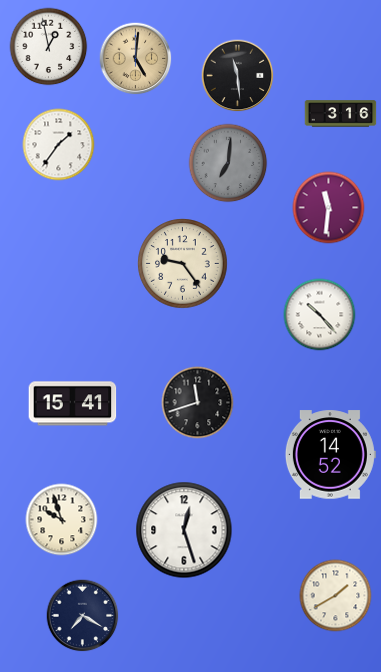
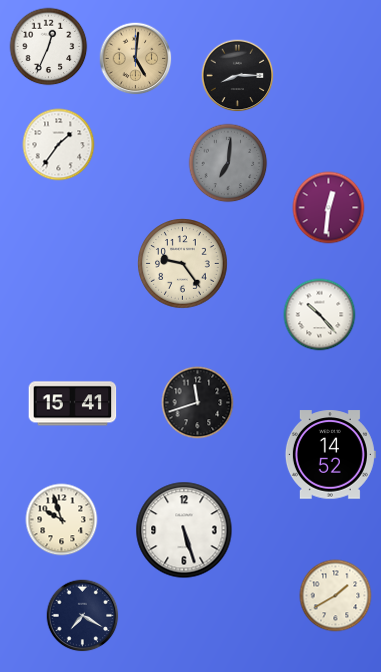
clock at (49, 47): 12:58 -> 12:34
clock at (238, 76): 11:29 -> 8:15
clock at (341, 114): 3:16 -> none
clock at (329, 208): 11:31 -> 12:31
clock at (184, 530): 12:27 -> 5:27
